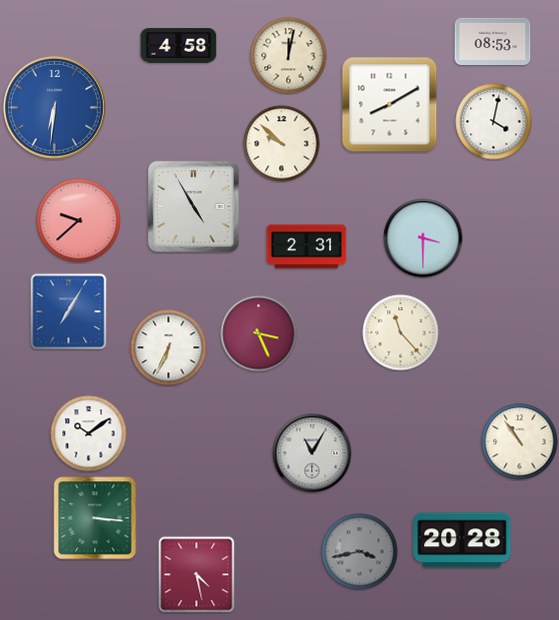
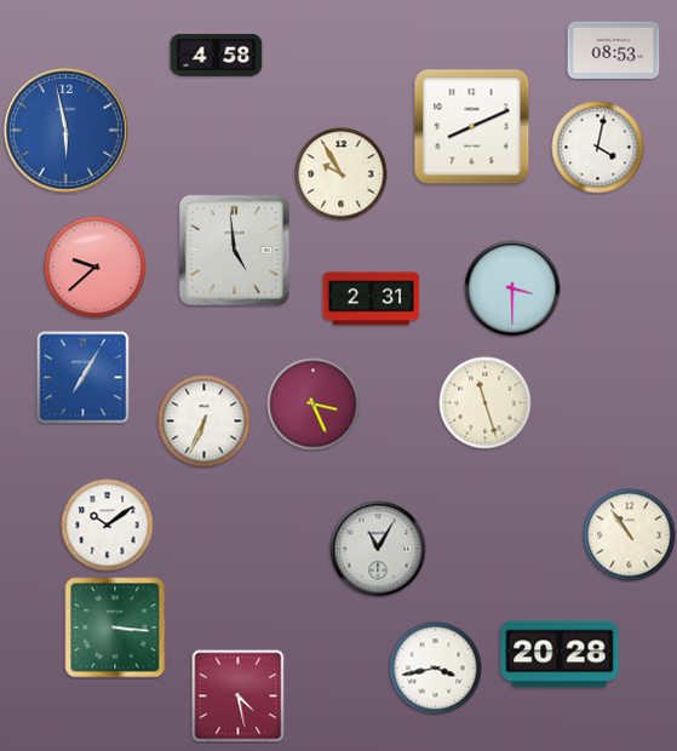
clock at (493, 41) position: (493, 41) -> (614, 50)
clock at (289, 56): 12:02 -> none
clock at (390, 105): 8:10 -> 8:11
clock at (55, 108): 6:31 -> 5:58
clock at (282, 144): 9:52 -> 9:55
clock at (193, 206): 4:55 -> 4:59
clock at (401, 333): 11:23 -> 11:27
clock at (360, 552) dial: grey -> white
